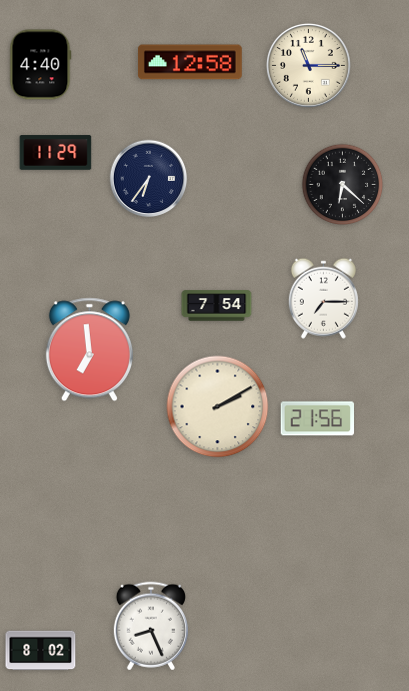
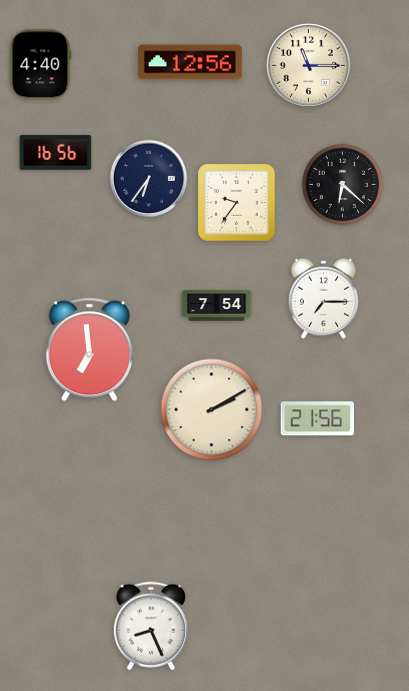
clock at (190, 62): 12:58 -> 12:56
clock at (56, 153): 11:29 -> 16:56
clock at (236, 202): none -> 9:36
clock at (218, 407) position: (218, 407) -> (212, 410)
clock at (41, 651): 8:02 -> none
